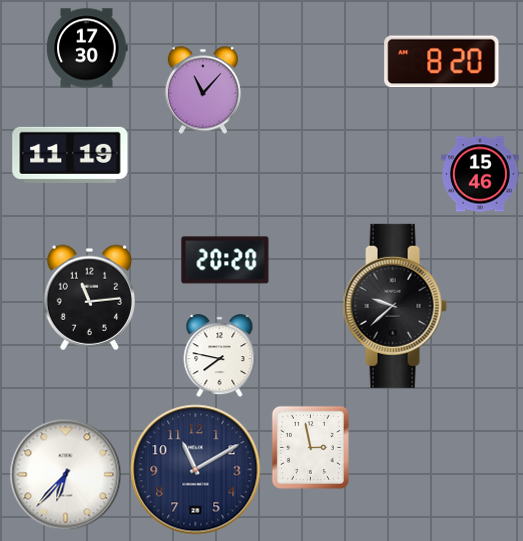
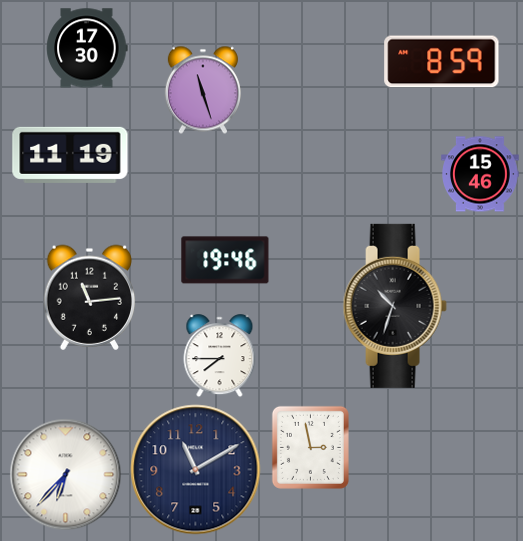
clock at (442, 62): 8:20 -> 8:59
clock at (203, 90): 11:07 -> 11:27
clock at (225, 260): 20:20 -> 19:46
clock at (395, 306): 9:38 -> 10:33
clock at (220, 356): 7:47 -> 7:45
